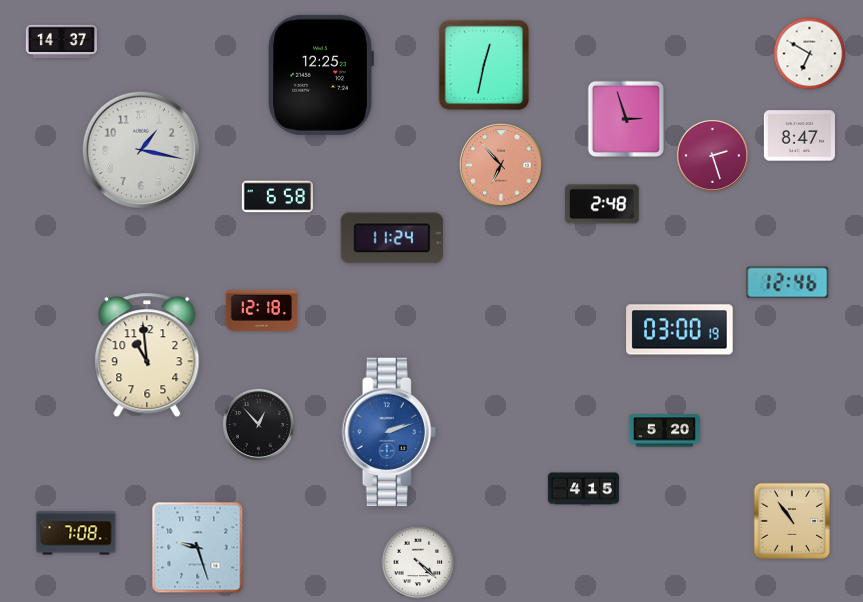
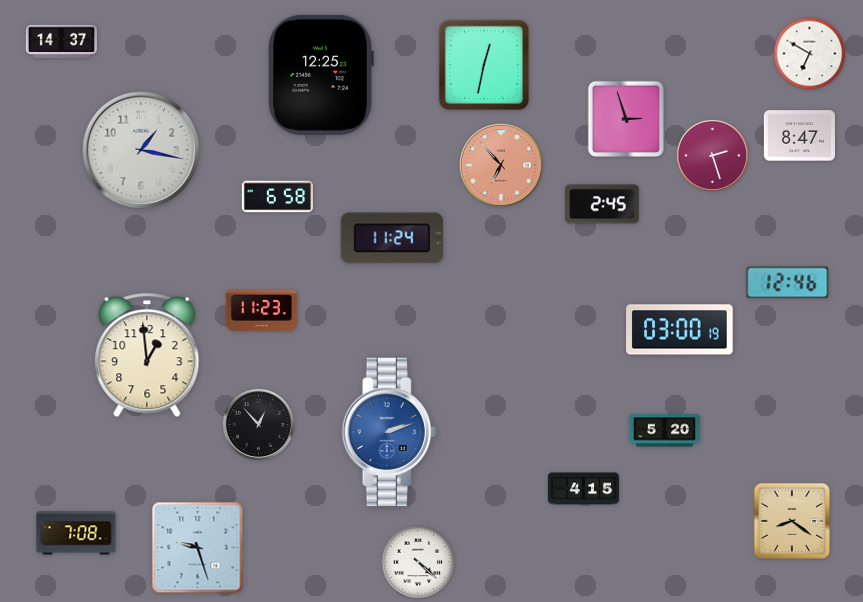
clock at (602, 204): 2:48 -> 2:45
clock at (261, 310): 12:18 -> 11:23
clock at (147, 355): 10:59 -> 12:59
clock at (792, 521): 10:54 -> 8:21
